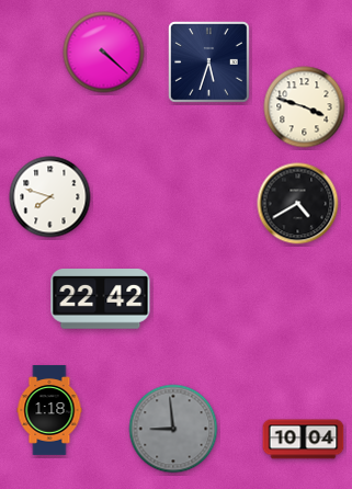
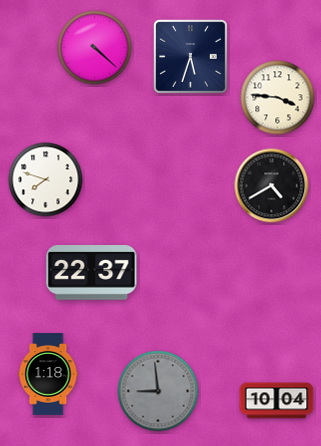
clock at (305, 107): 3:48 -> 3:46
clock at (101, 299): 22:42 -> 22:37
clock at (49, 410) position: (49, 410) -> (48, 374)
